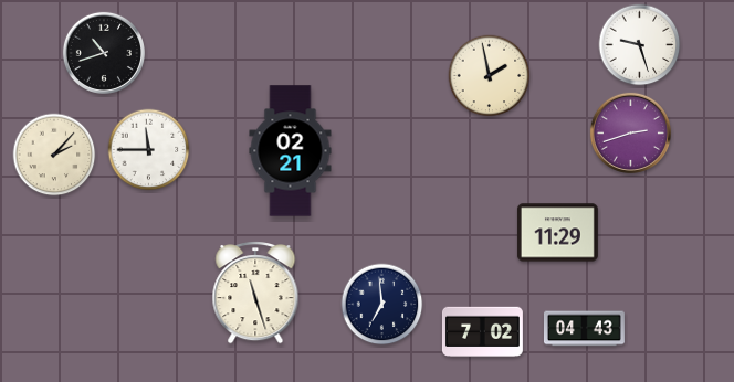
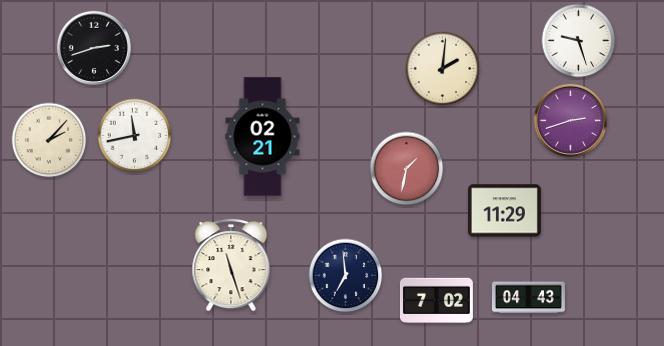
clock at (104, 53): 10:42 -> 2:42
clock at (490, 76): 1:58 -> 2:01
clock at (149, 150): 11:45 -> 11:43
clock at (407, 169): none -> 1:32
